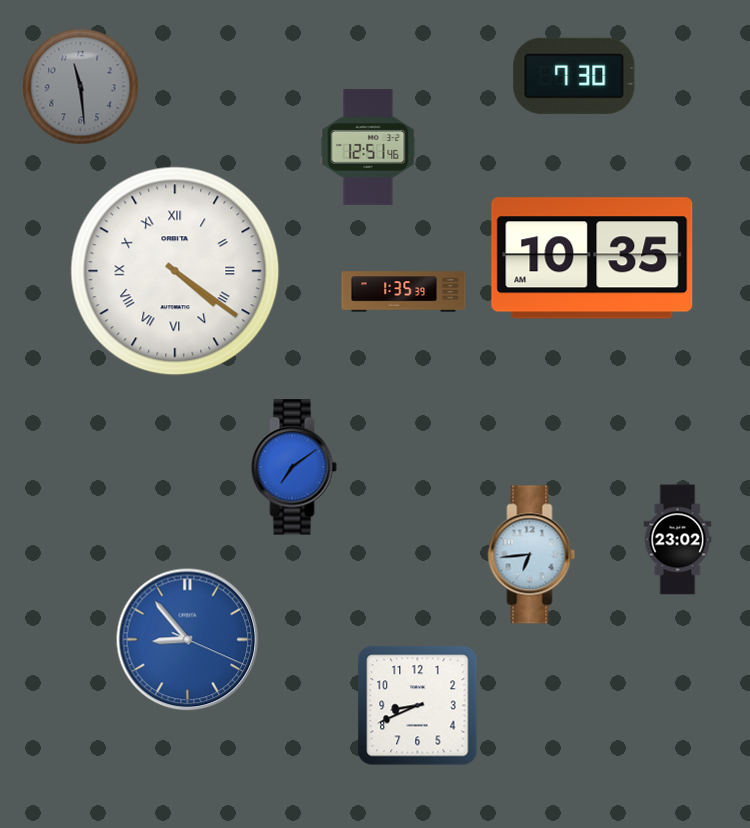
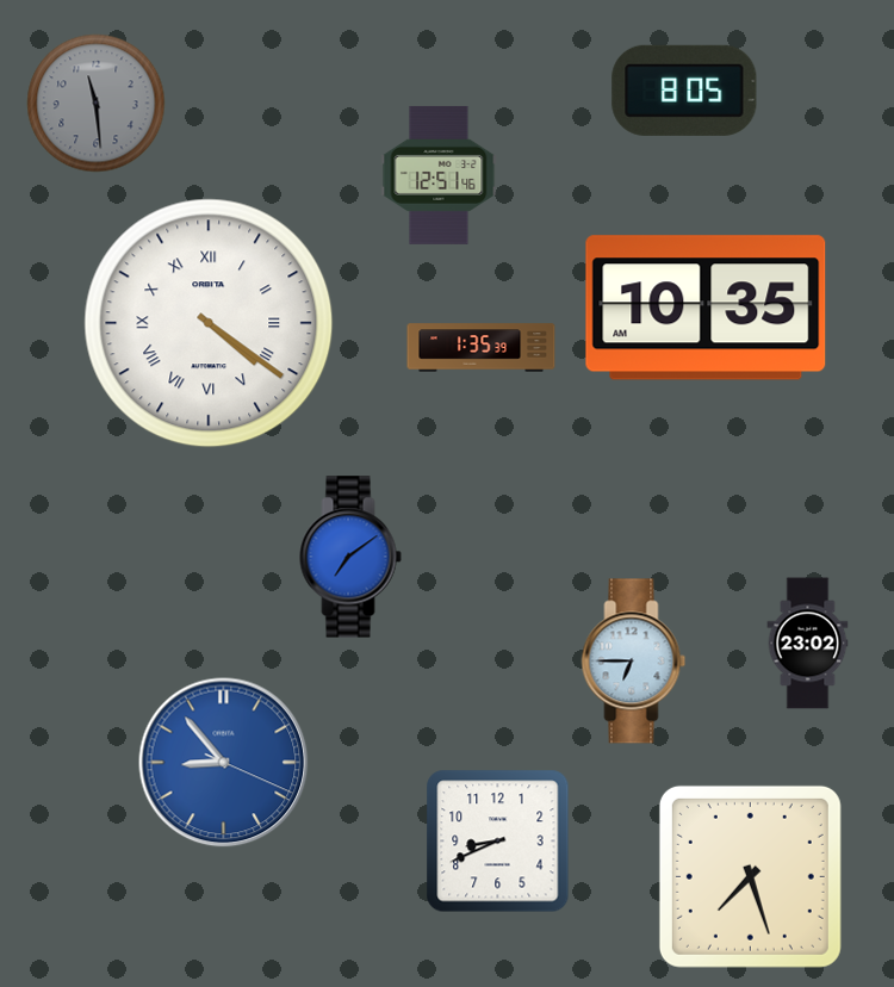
clock at (574, 76): 7:30 -> 8:05
clock at (532, 555): 6:44 -> 6:45
clock at (750, 876): none -> 7:27
